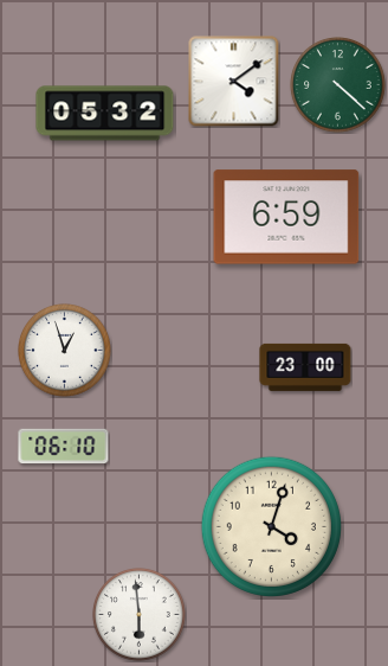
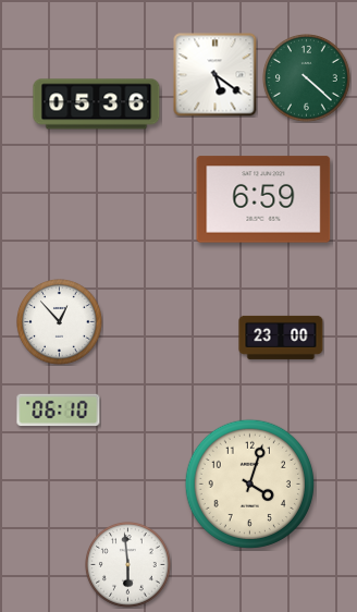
clock at (234, 82): 4:09 -> 5:21
clock at (338, 85) position: (338, 85) -> (307, 78)
clock at (105, 114): 05:32 -> 05:36
clock at (65, 351): 12:57 -> 12:53
